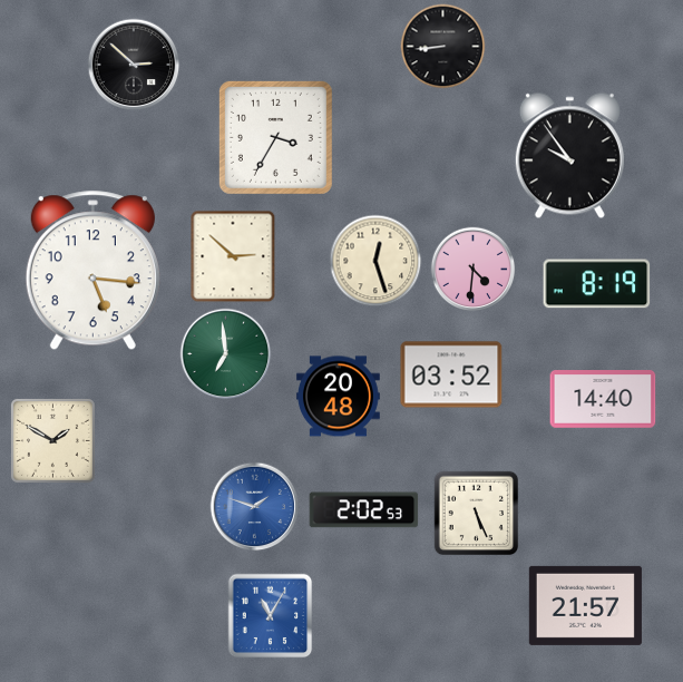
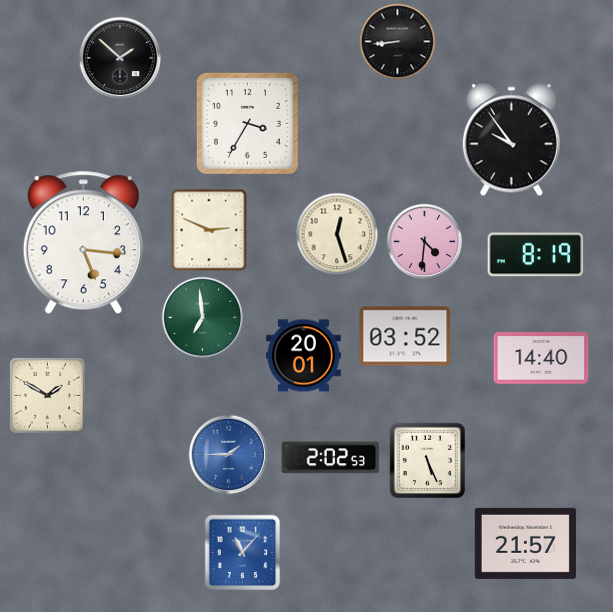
clock at (134, 65): 2:52 -> 1:52
clock at (233, 256): 2:52 -> 2:49
clock at (338, 397): 20:48 -> 20:01
clock at (255, 507): 1:48 -> 1:45
clock at (364, 510) position: (364, 510) -> (331, 458)
clock at (271, 616): 11:05 -> 11:07
